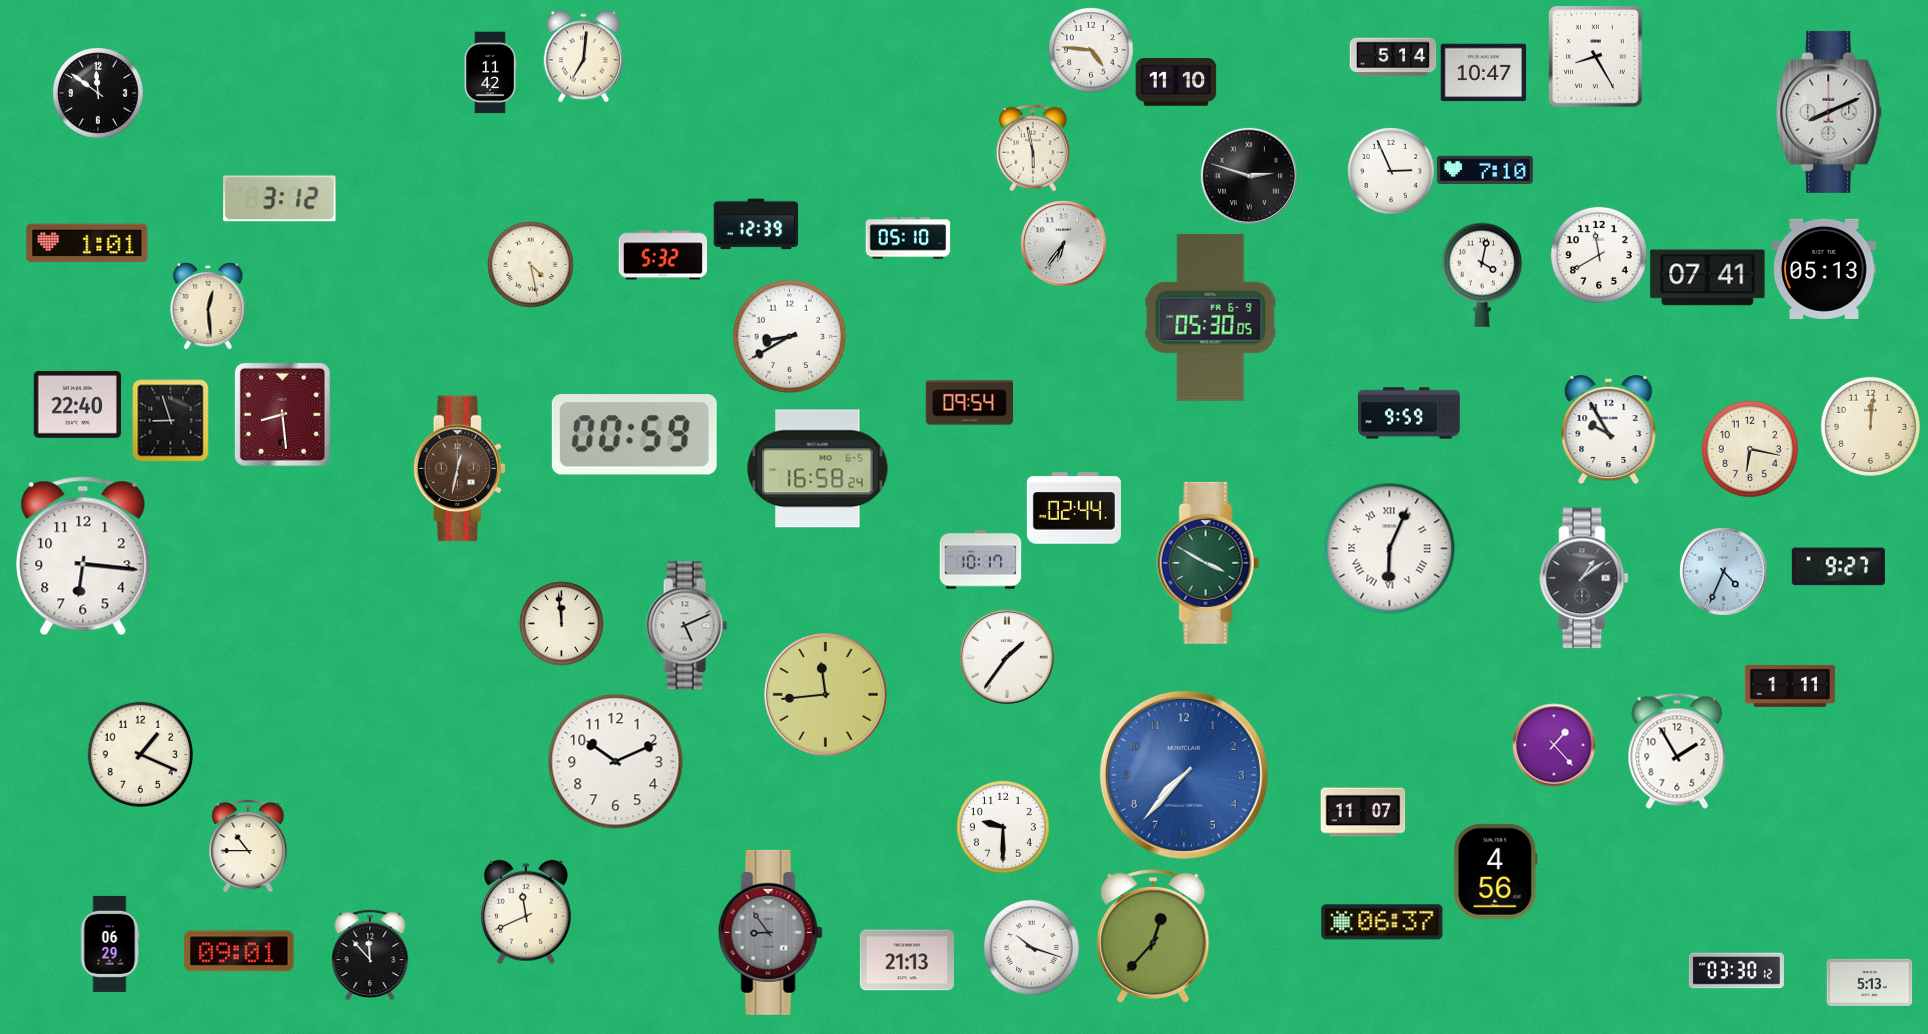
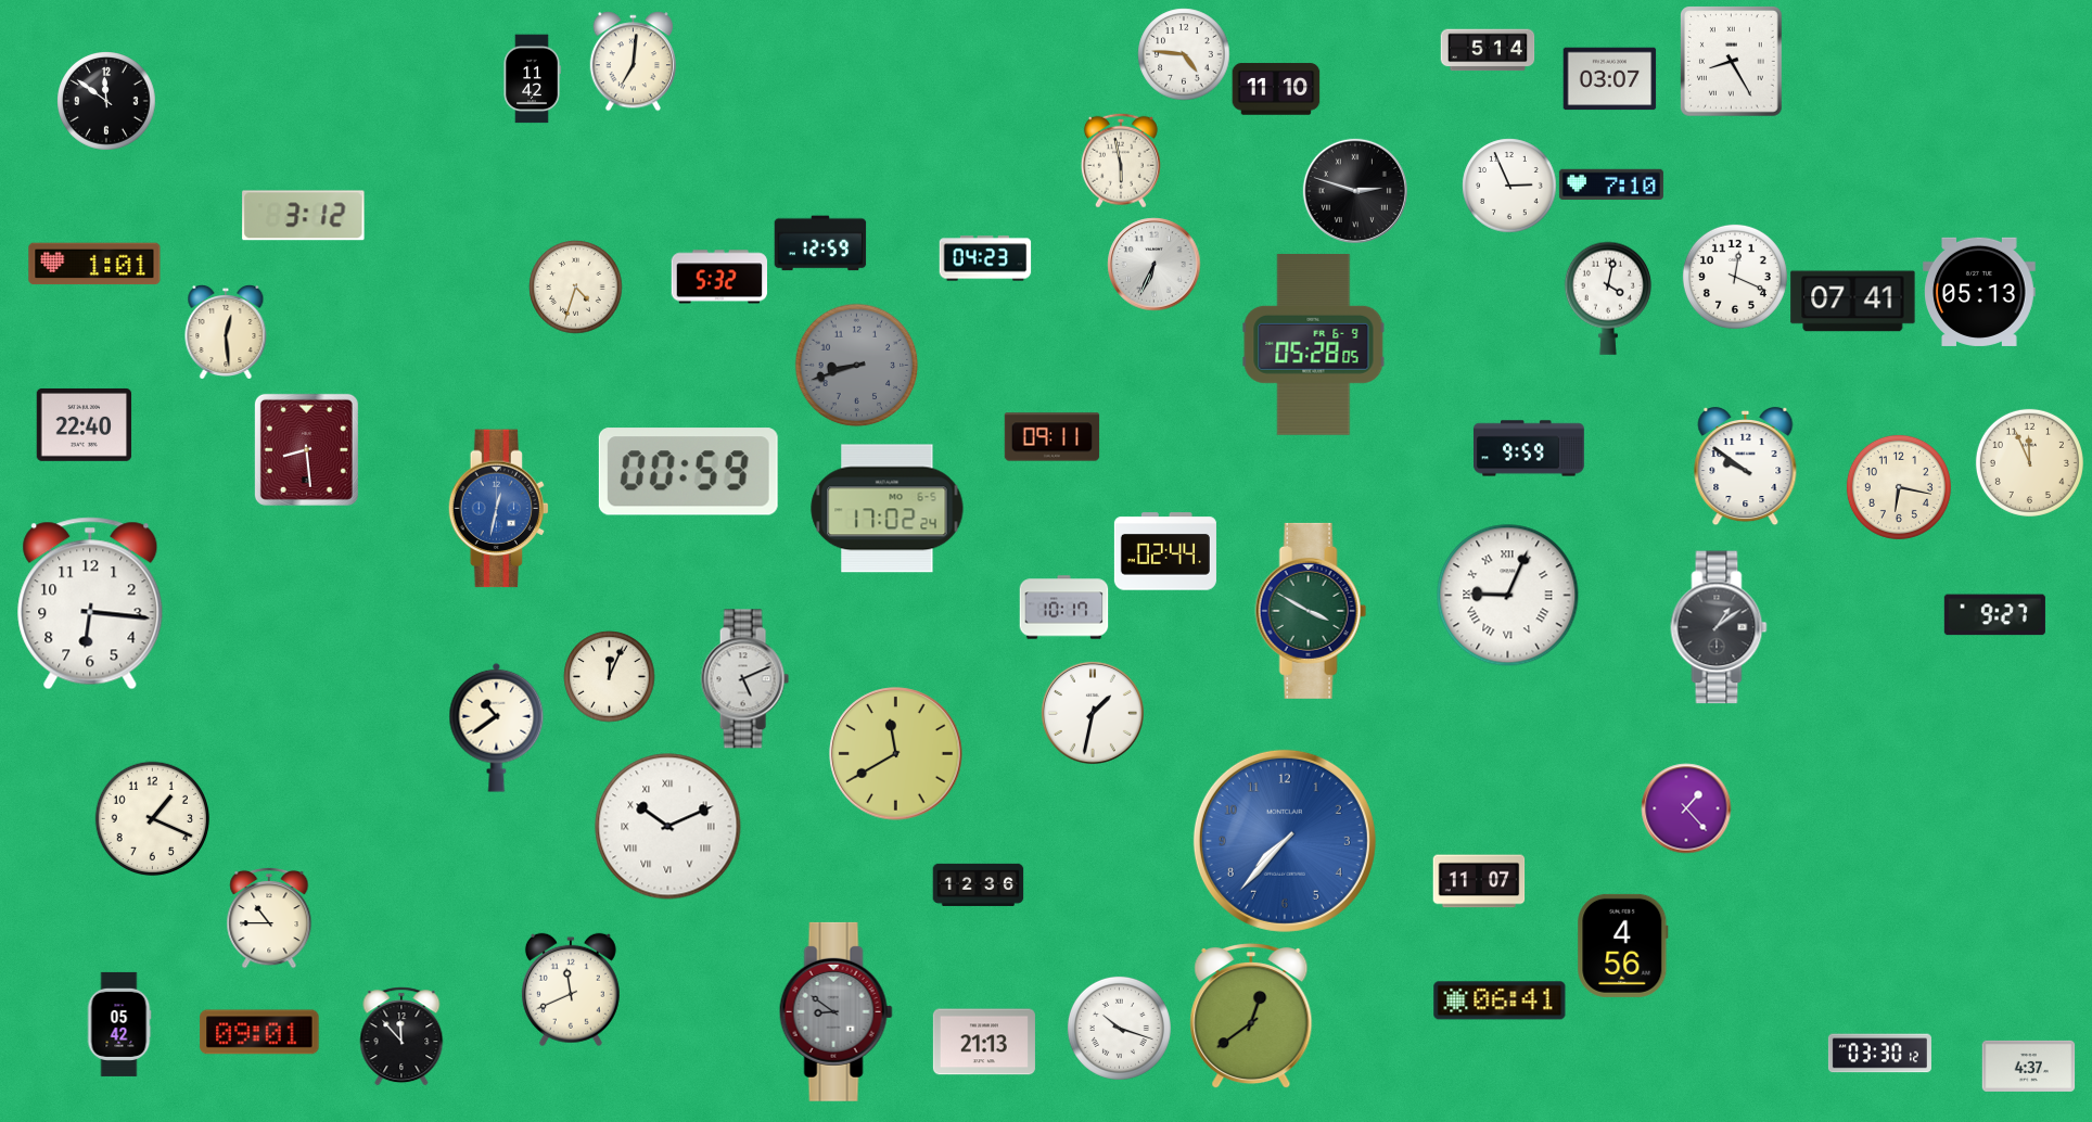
clock at (1393, 57) position: (1393, 57) -> (1488, 50)
clock at (1483, 73): 10:47 -> 03:07
clock at (1830, 112): 8:11 -> none
clock at (756, 224): 12:39 -> 12:59
clock at (908, 238): 05:10 -> 04:23
clock at (1063, 243): 6:36 -> 6:34
clock at (1599, 255): 11:40 -> 12:19
clock at (530, 264): 4:28 -> 4:33
clock at (1211, 317): 05:30 -> 05:28
clock at (789, 336): 8:40 -> 8:42
clock at (789, 336) dial: white -> grey
clock at (969, 403): 09:54 -> 09:11
clock at (77, 404) position: (77, 404) -> (84, 424)
clock at (171, 420): 8:57 -> none
clock at (1870, 426): 12:01 -> 11:56
clock at (1609, 429): 9:55 -> 9:51
clock at (460, 469) dial: brown -> blue
clock at (818, 469): 16:58 -> 17:02
clock at (1390, 549): 6:04 -> 9:04
clock at (1723, 571): 4:34 -> none
clock at (561, 623): 11:59 -> 12:04
clock at (1007, 657): 1:36 -> 1:32
clock at (497, 727): none -> 10:39
clock at (1790, 686): 1:11 -> none
clock at (826, 695): 11:44 -> 11:40
clock at (1677, 751): 1:55 -> none
clock at (616, 762) numerals: Arabic -> Roman
clock at (978, 884): none -> 12:36
clock at (1003, 827): 9:30 -> none
clock at (1382, 922): 06:37 -> 06:41
clock at (770, 932): 8:54 -> 8:51
clock at (1153, 936): 12:37 -> 12:39
clock at (110, 944): 06:29 -> 05:42
clock at (1736, 971) position: (1736, 971) -> (1879, 1054)
clock at (1869, 982): 5:13 -> 4:37
